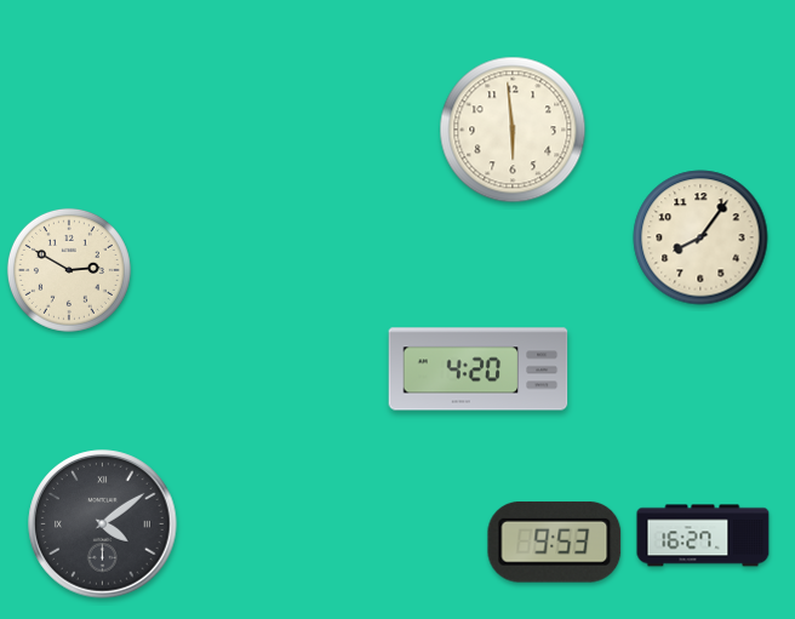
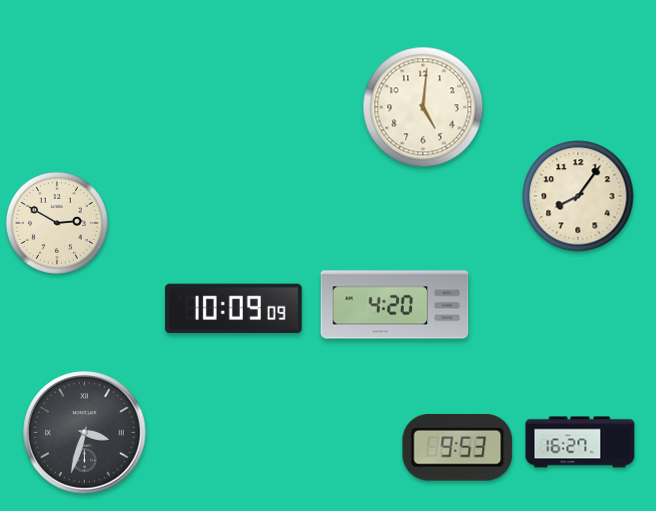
clock at (513, 130): 5:59 -> 5:01
clock at (234, 309): none -> 10:09
clock at (103, 525): 4:09 -> 3:33
